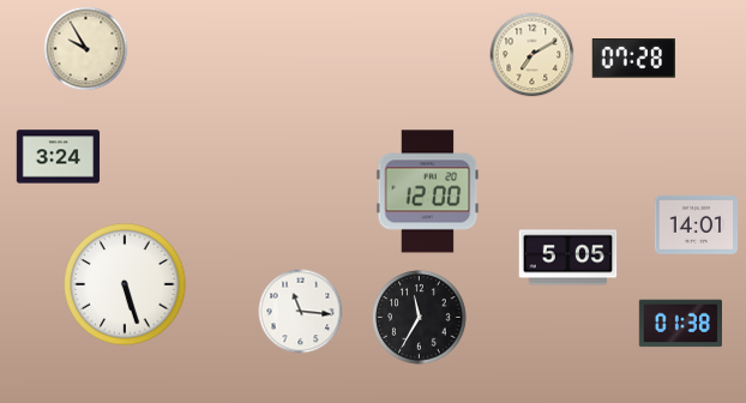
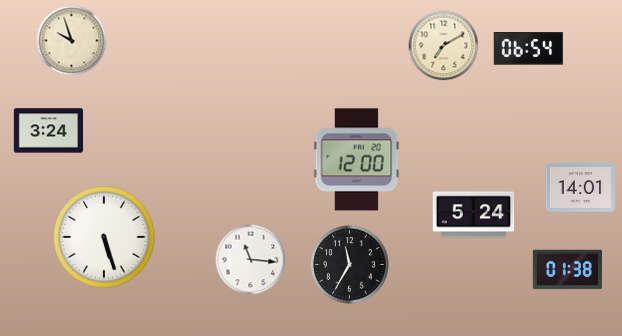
clock at (86, 49): 9:55 -> 9:57
clock at (633, 59): 07:28 -> 06:54
clock at (568, 258): 5:05 -> 5:24
